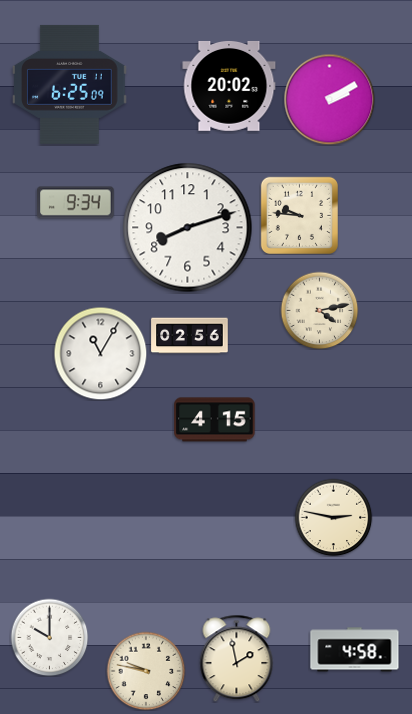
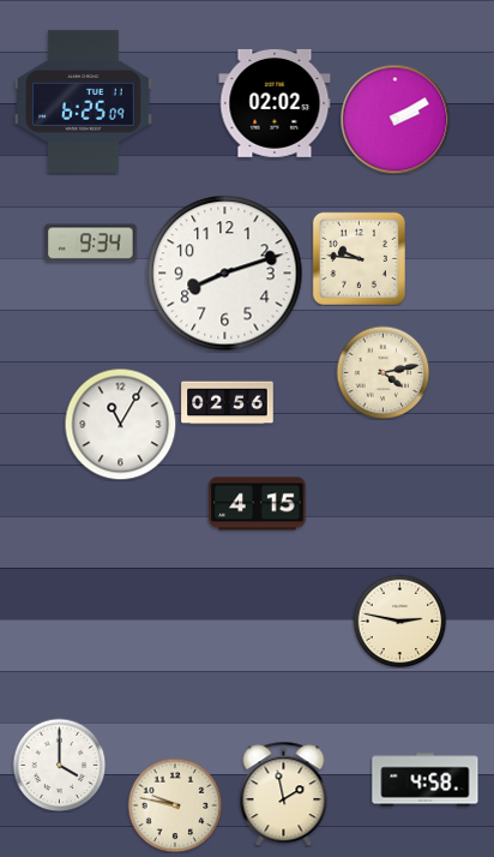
clock at (229, 86): 20:02 -> 02:02
clock at (49, 637): 10:00 -> 4:00
clock at (237, 658) position: (237, 658) -> (284, 793)
